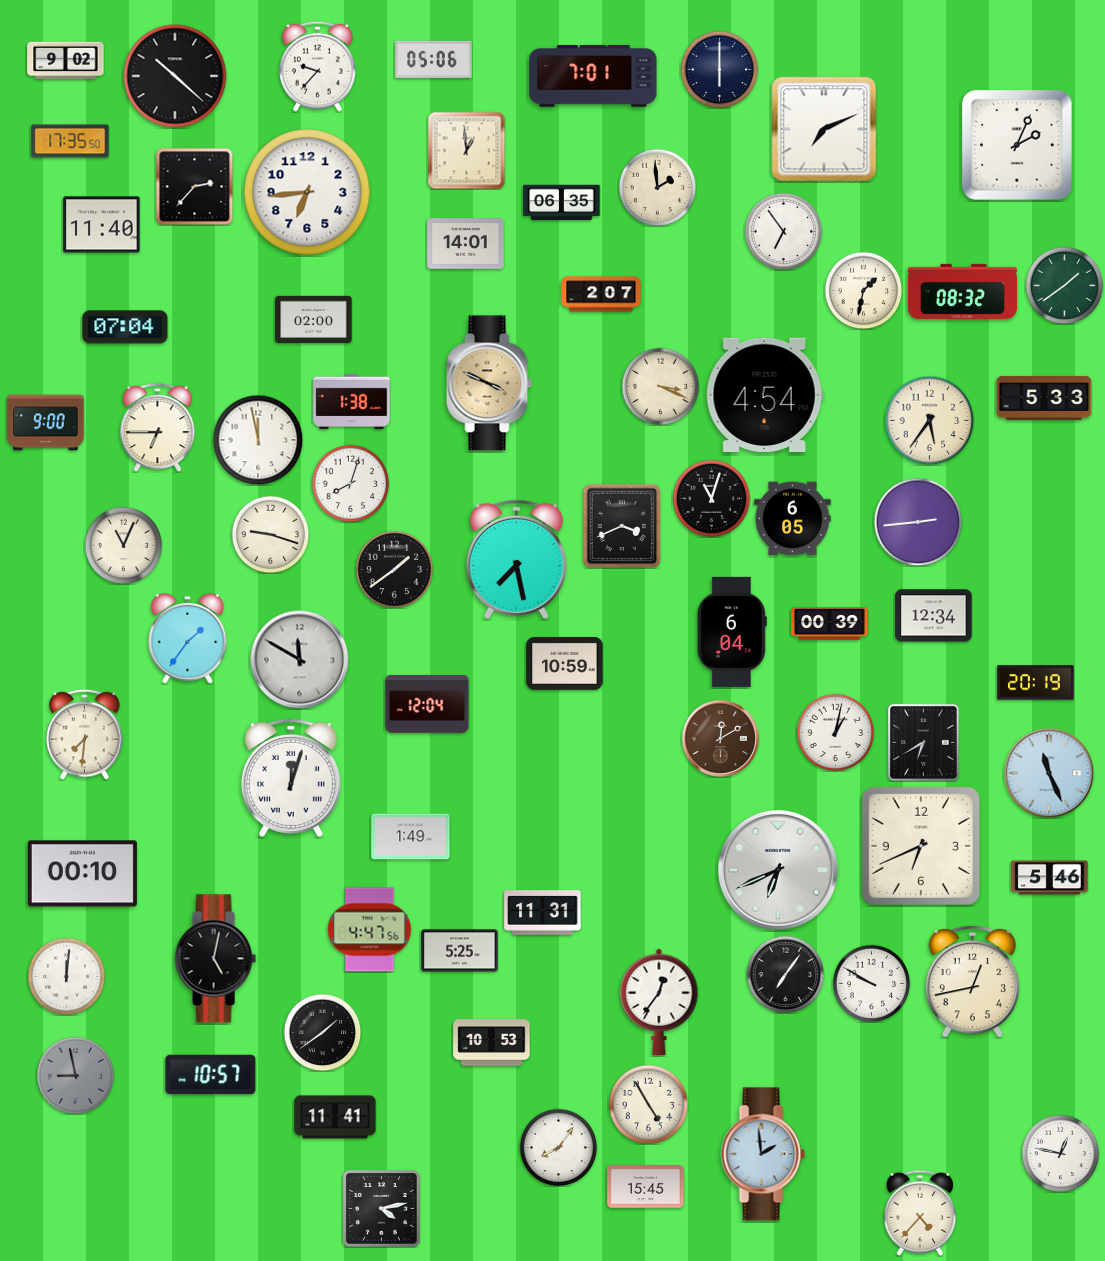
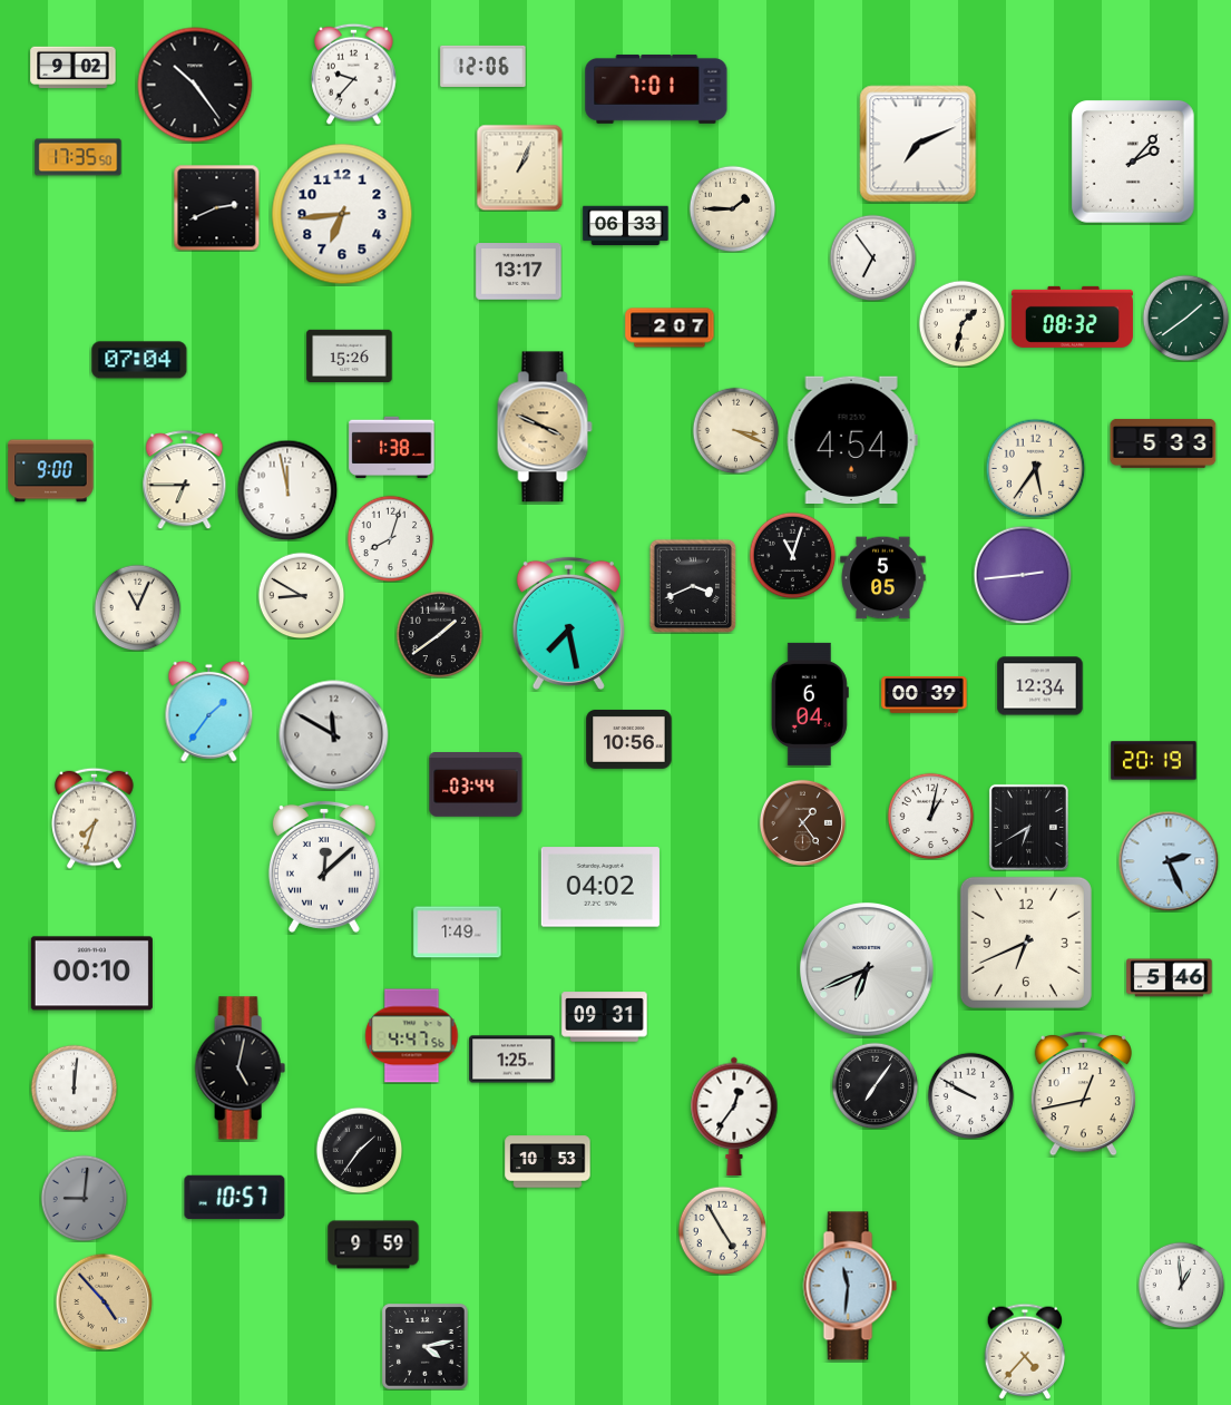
clock at (434, 59): 05:06 -> 12:06
clock at (719, 69): 6:00 -> none
clock at (175, 76): 10:22 -> 10:24
clock at (593, 76) position: (593, 76) -> (656, 89)
clock at (1017, 145): 2:04 -> 2:07
clock at (466, 150): 12:59 -> 1:04
clock at (194, 186): 2:37 -> 2:41
clock at (657, 187): 1:59 -> 1:45
clock at (562, 203): 06:35 -> 06:33
clock at (102, 225): 11:40 -> none
clock at (466, 244): 14:01 -> 13:17
clock at (962, 291) position: (962, 291) -> (1072, 316)
clock at (314, 319): 02:00 -> 15:26
clock at (125, 327) position: (125, 327) -> (139, 360)
clock at (158, 428) position: (158, 428) -> (185, 480)
clock at (793, 519): 6:05 -> 5:05
clock at (918, 522) position: (918, 522) -> (1023, 575)
clock at (270, 534): 9:18 -> 8:50
clock at (516, 559) position: (516, 559) -> (568, 623)
clock at (732, 632) position: (732, 632) -> (810, 704)
clock at (565, 663): 10:59 -> 10:56
clock at (427, 704): 12:04 -> 03:44
clock at (85, 734): 7:31 -> 7:33
clock at (720, 738): 12:10 -> 1:24
clock at (1049, 773): 11:26 -> 2:26
clock at (291, 778): 12:03 -> 12:08
clock at (600, 887): none -> 04:02
clock at (543, 913): 11:31 -> 09:31
clock at (460, 951): 5:25 -> 1:25
clock at (322, 1032): 1:39 -> 1:36
clock at (75, 1075): 8:58 -> 9:01
clock at (335, 1117): 11:41 -> 9:59
clock at (558, 1147): 8:06 -> none
clock at (1060, 1153): 12:47 -> 12:59
clock at (763, 1154): 1:59 -> 11:31
clock at (104, 1301): none -> 4:53
clock at (646, 1187): 15:45 -> none
